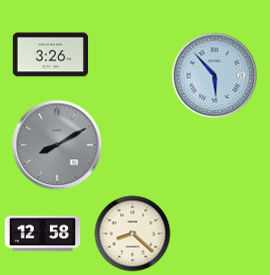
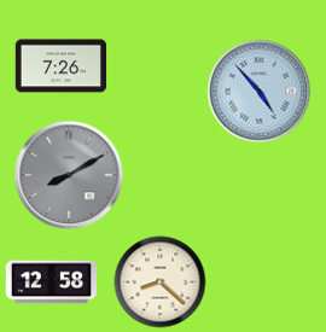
clock at (51, 55): 3:26 -> 7:26
clock at (215, 76): 5:53 -> 4:53
